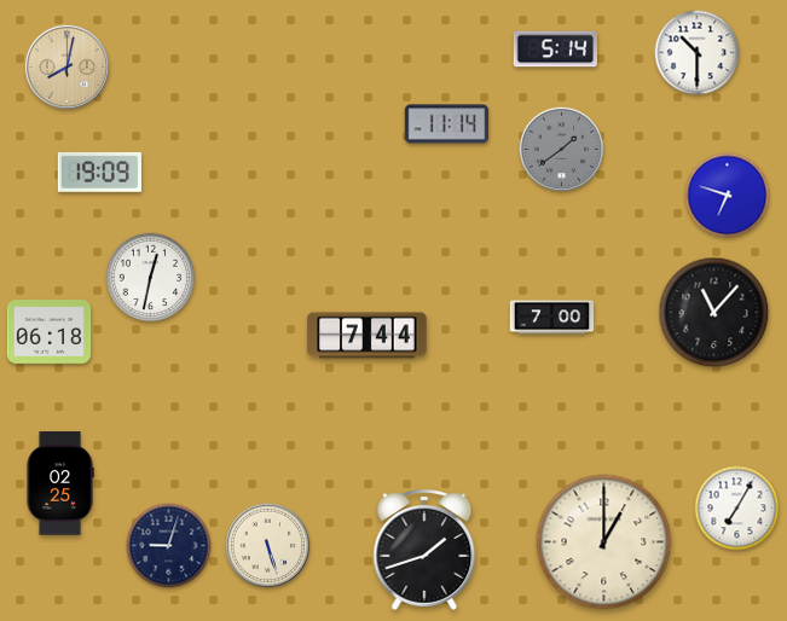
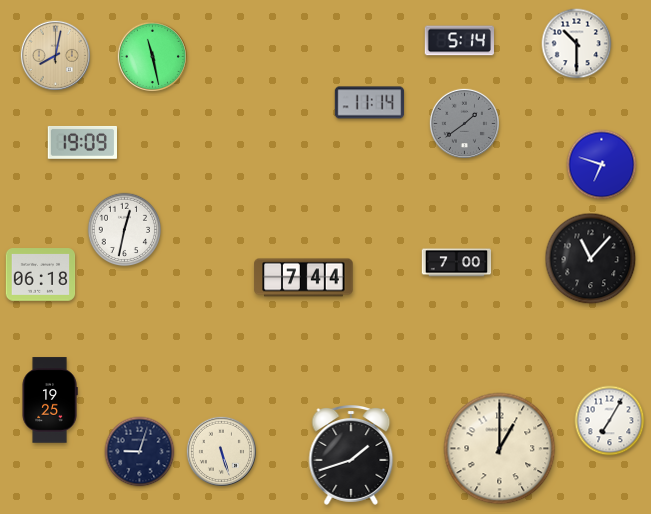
clock at (152, 56): none -> 11:28
clock at (728, 196) position: (728, 196) -> (602, 165)
clock at (60, 483): 02:25 -> 19:25
